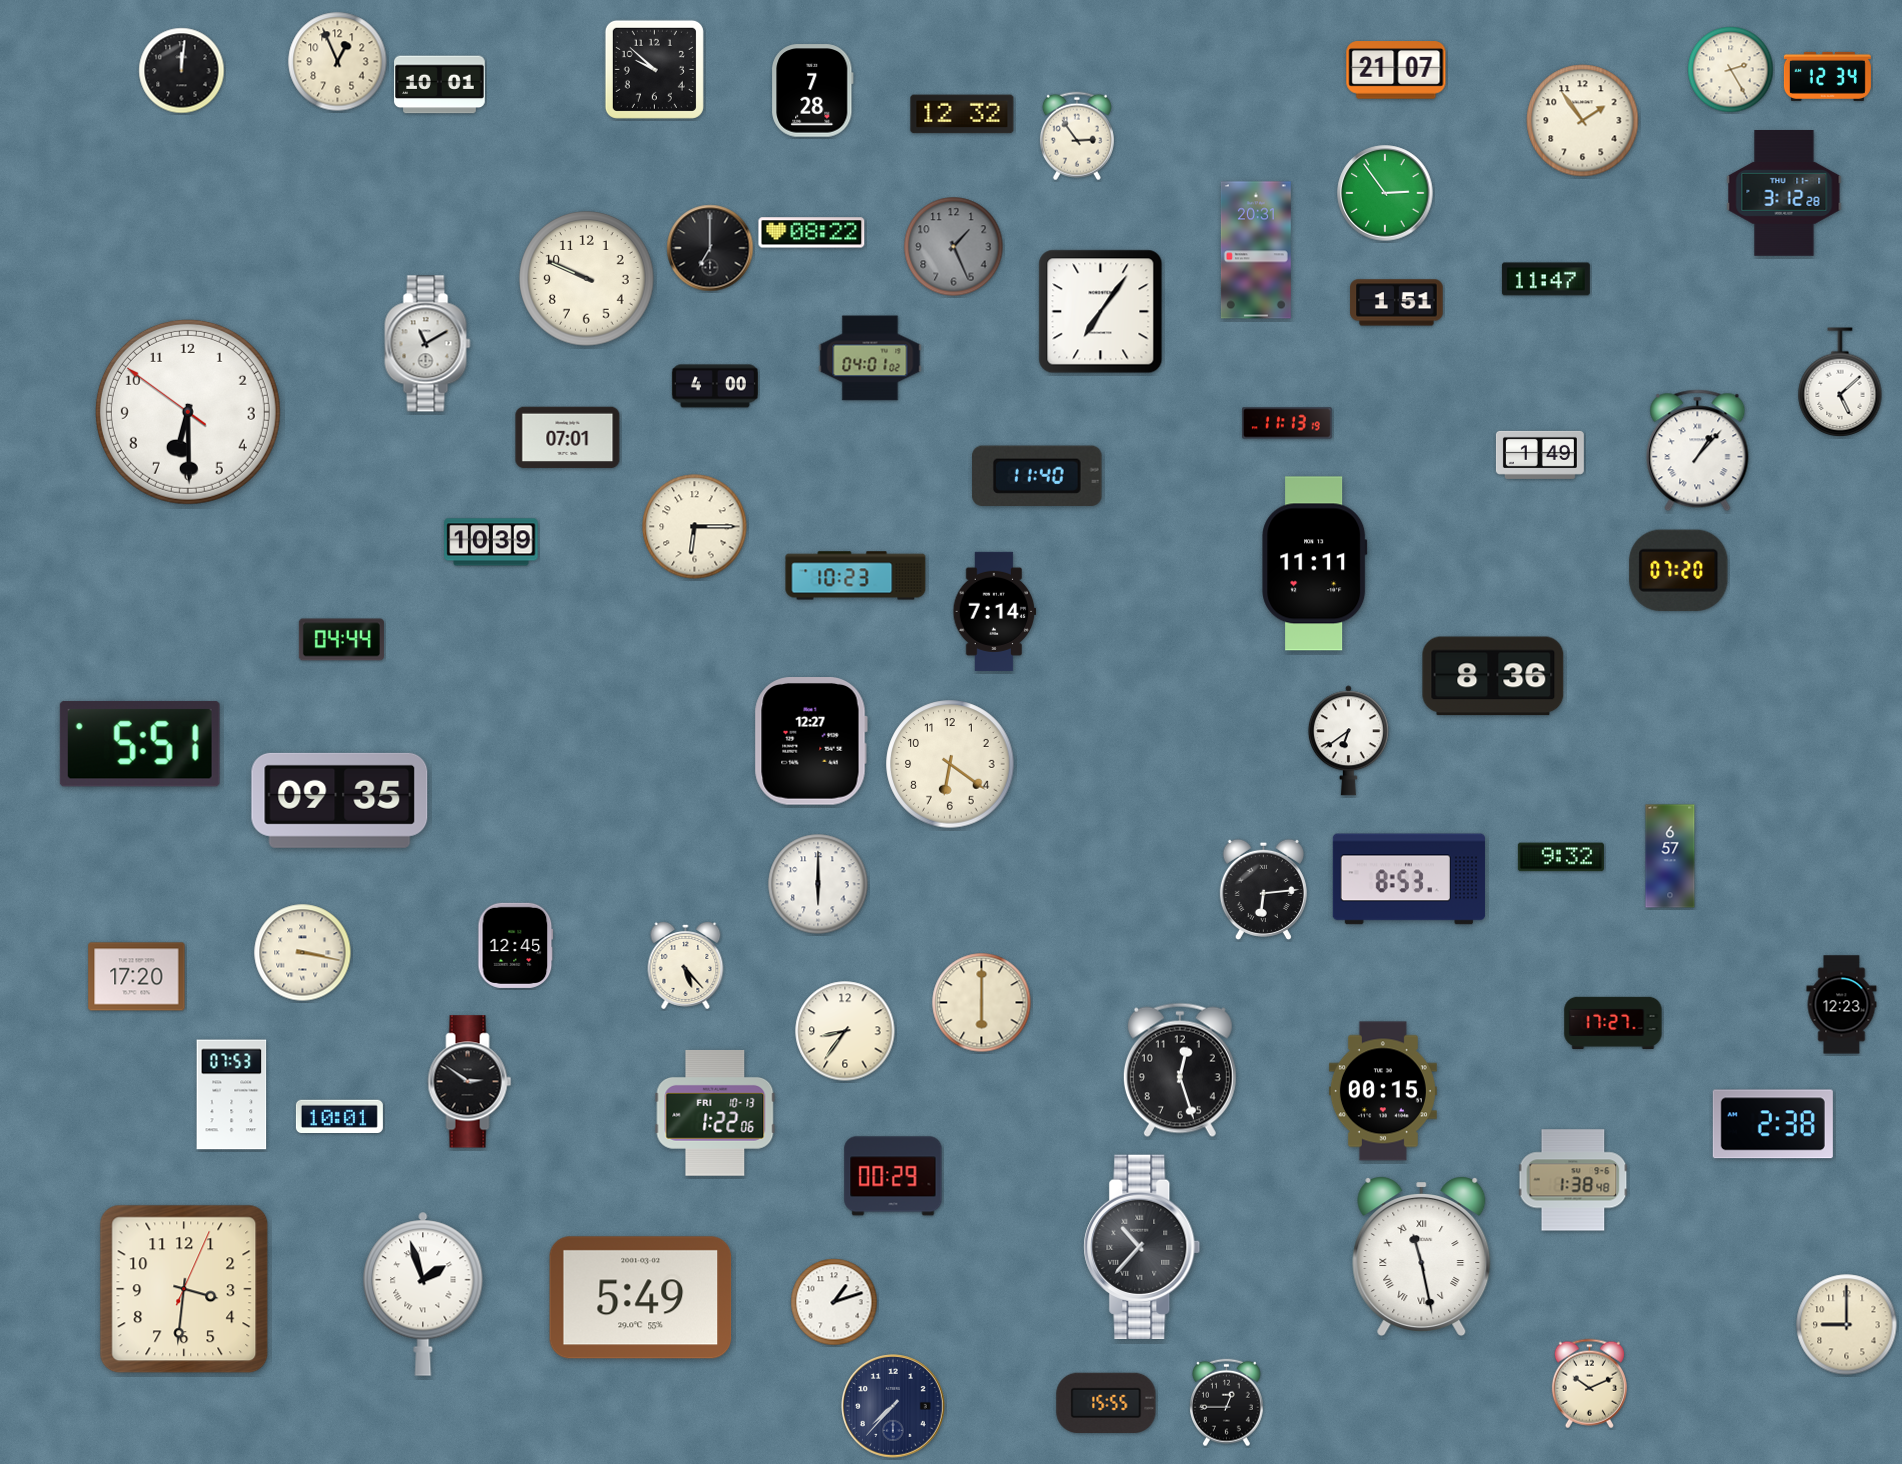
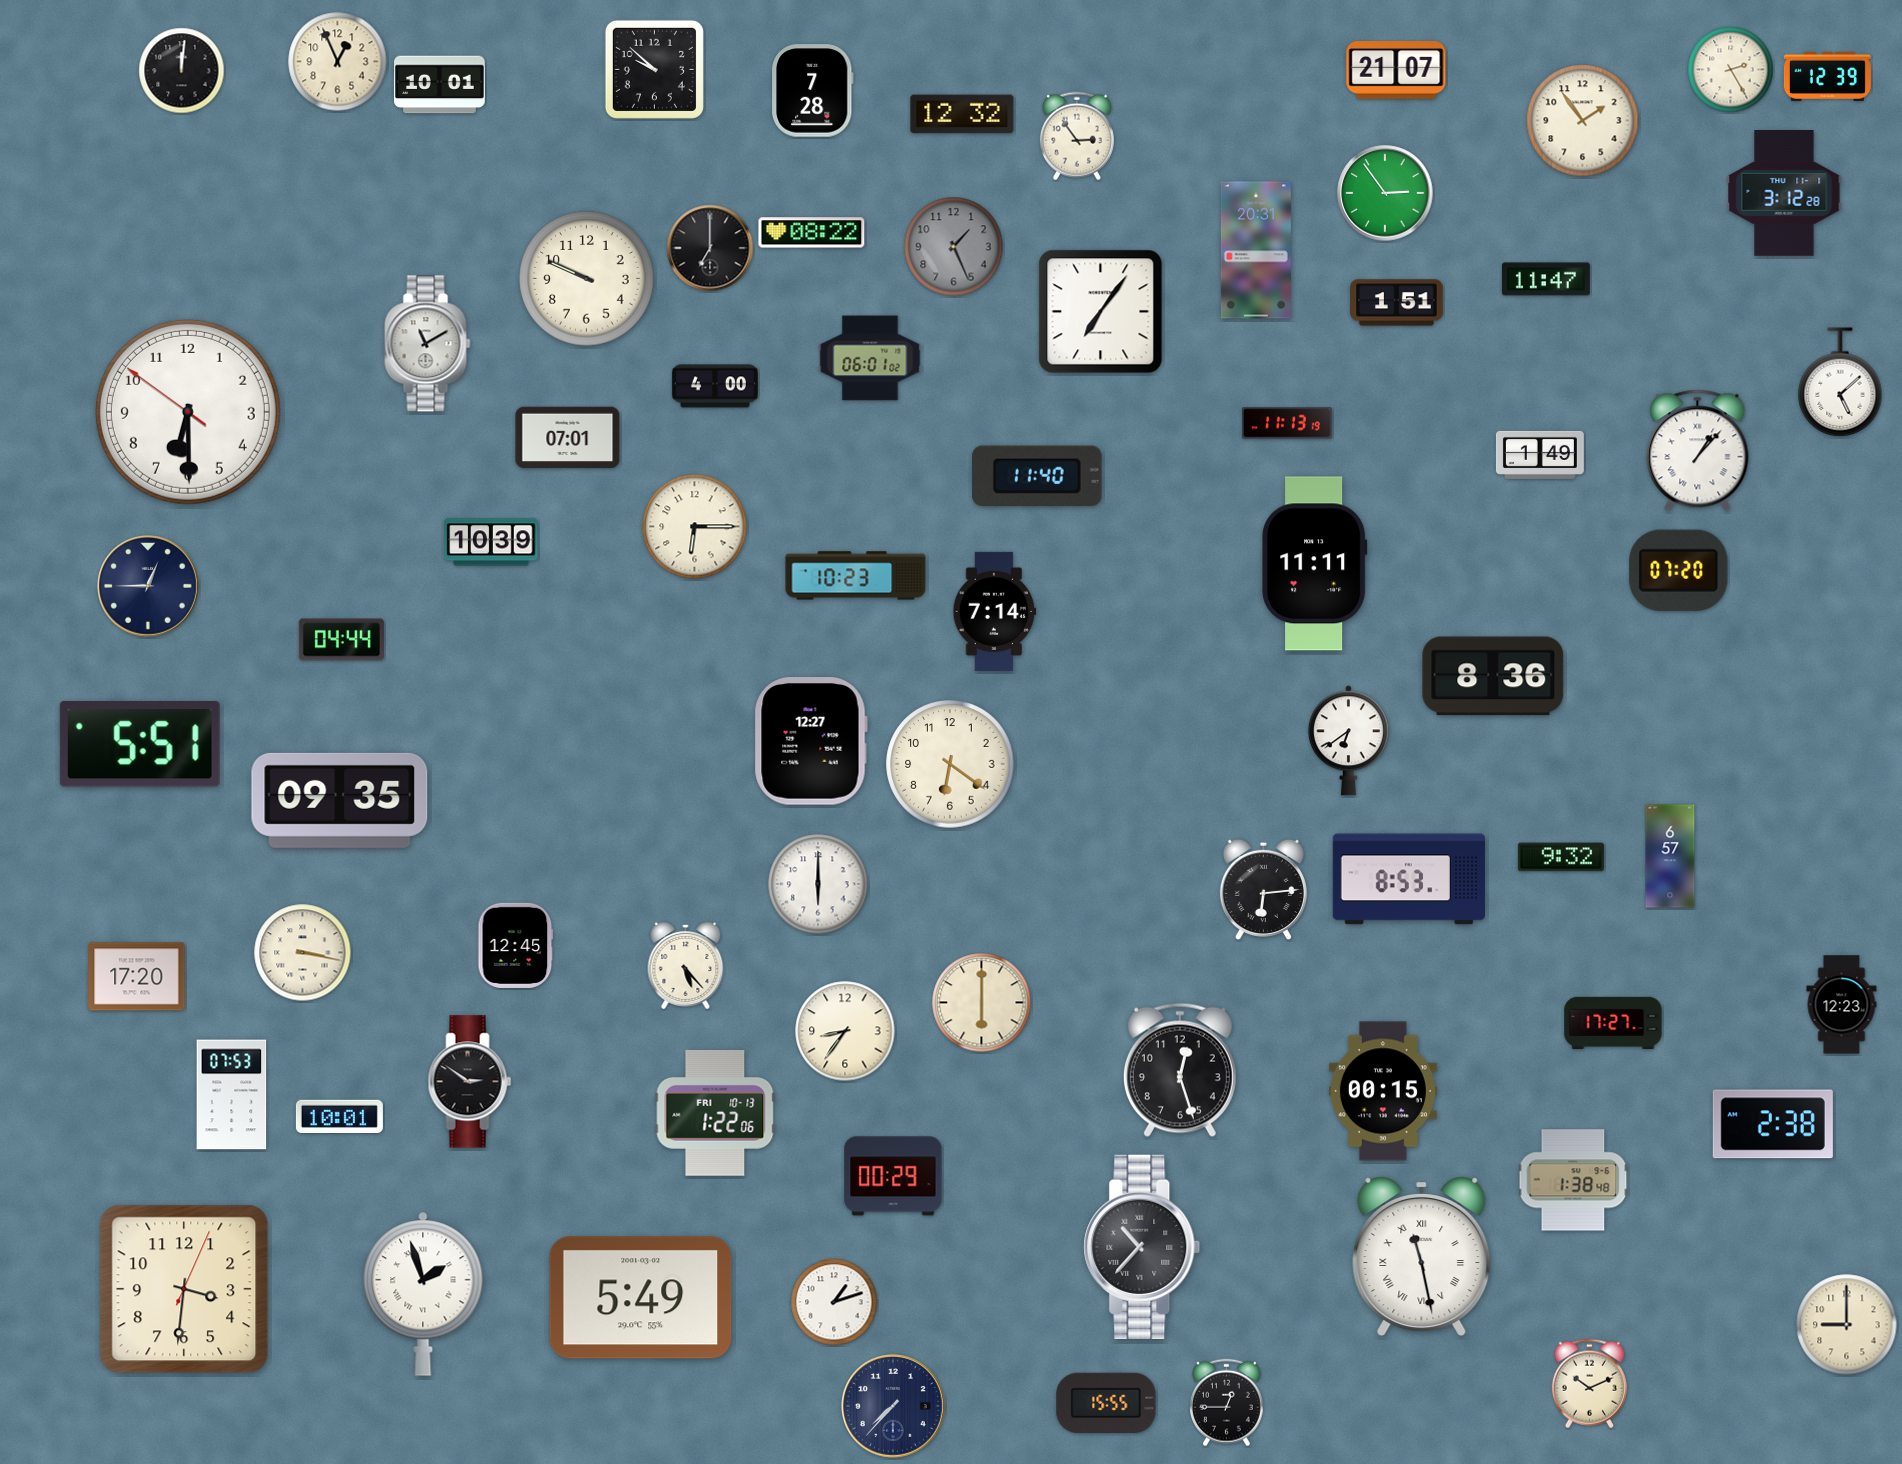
clock at (1827, 76): 12:34 -> 12:39
clock at (870, 358): 04:01 -> 06:01
clock at (148, 586): none -> 12:45
